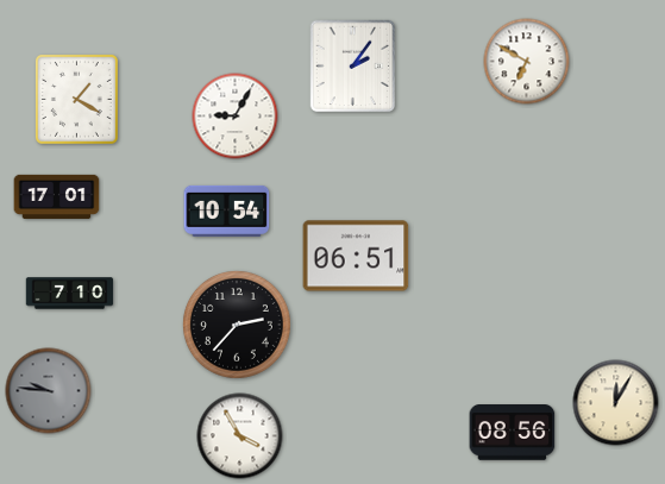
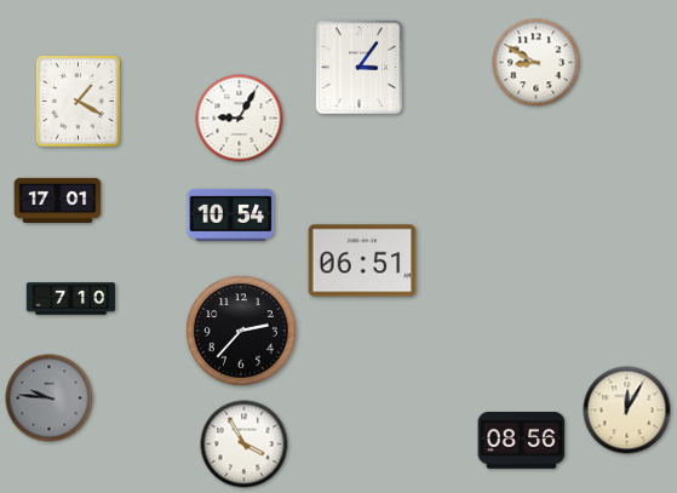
clock at (527, 62): 6:50 -> 8:50
clock at (353, 67): 2:06 -> 3:06
